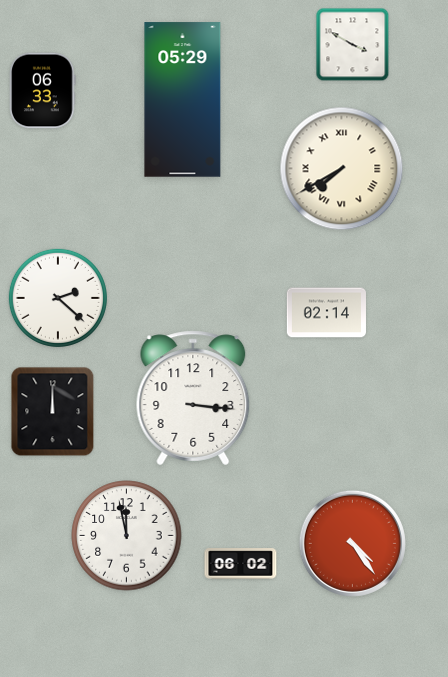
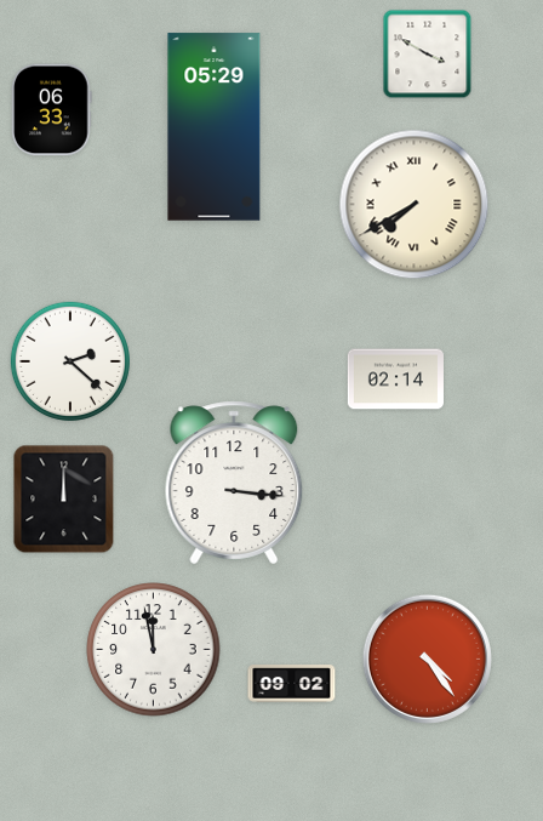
clock at (183, 100) position: (183, 100) -> (215, 127)
clock at (241, 564): 06:02 -> 09:02
